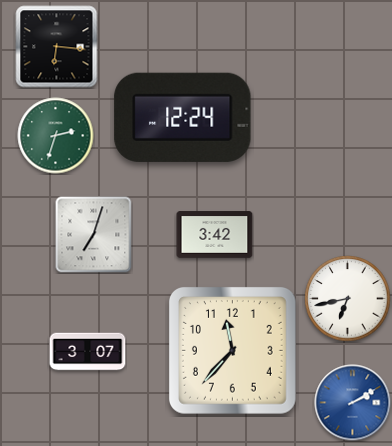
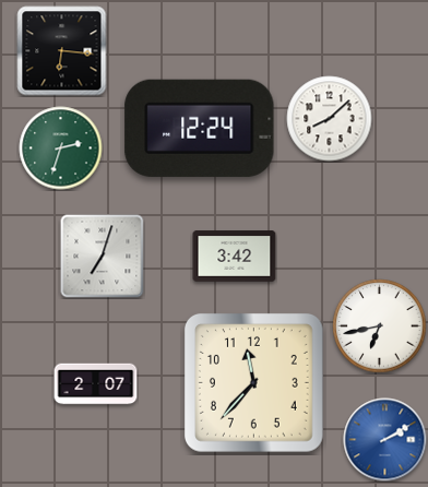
clock at (330, 119): none -> 8:08
clock at (88, 352): 3:07 -> 2:07
